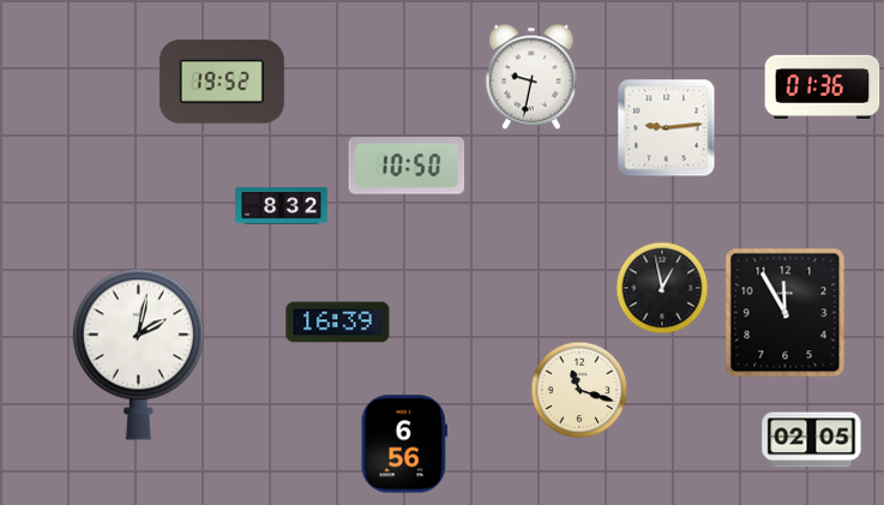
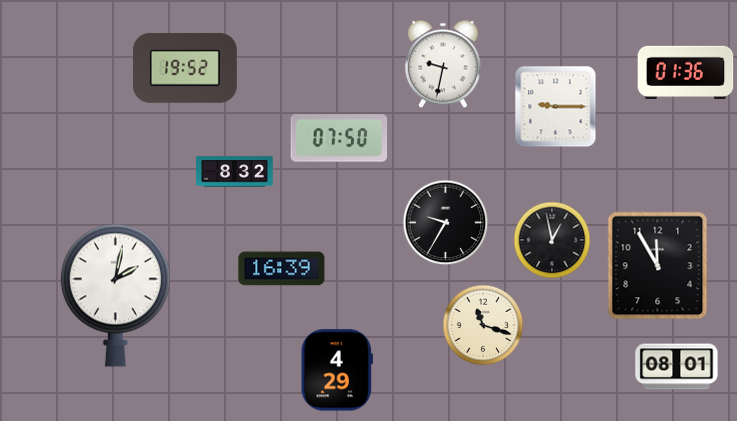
clock at (667, 128): 9:14 -> 9:15
clock at (407, 166): 10:50 -> 07:50
clock at (446, 223): none -> 9:35
clock at (786, 313) position: (786, 313) -> (658, 266)
clock at (812, 440): 02:05 -> 08:01
clock at (404, 444): 6:56 -> 4:29
